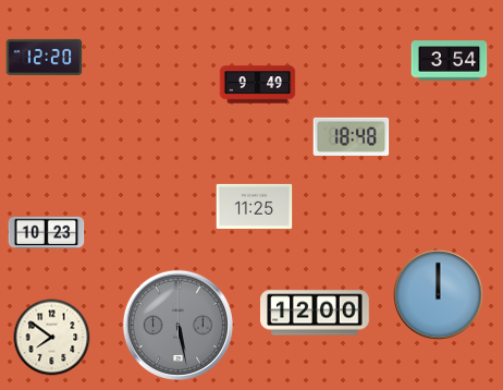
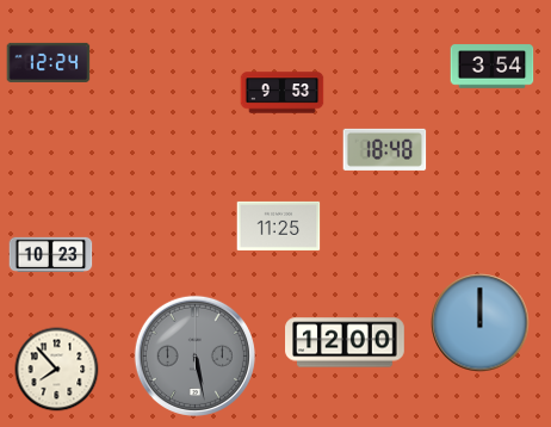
clock at (45, 57): 12:20 -> 12:24
clock at (258, 85): 9:49 -> 9:53
clock at (52, 338): 7:51 -> 7:53
